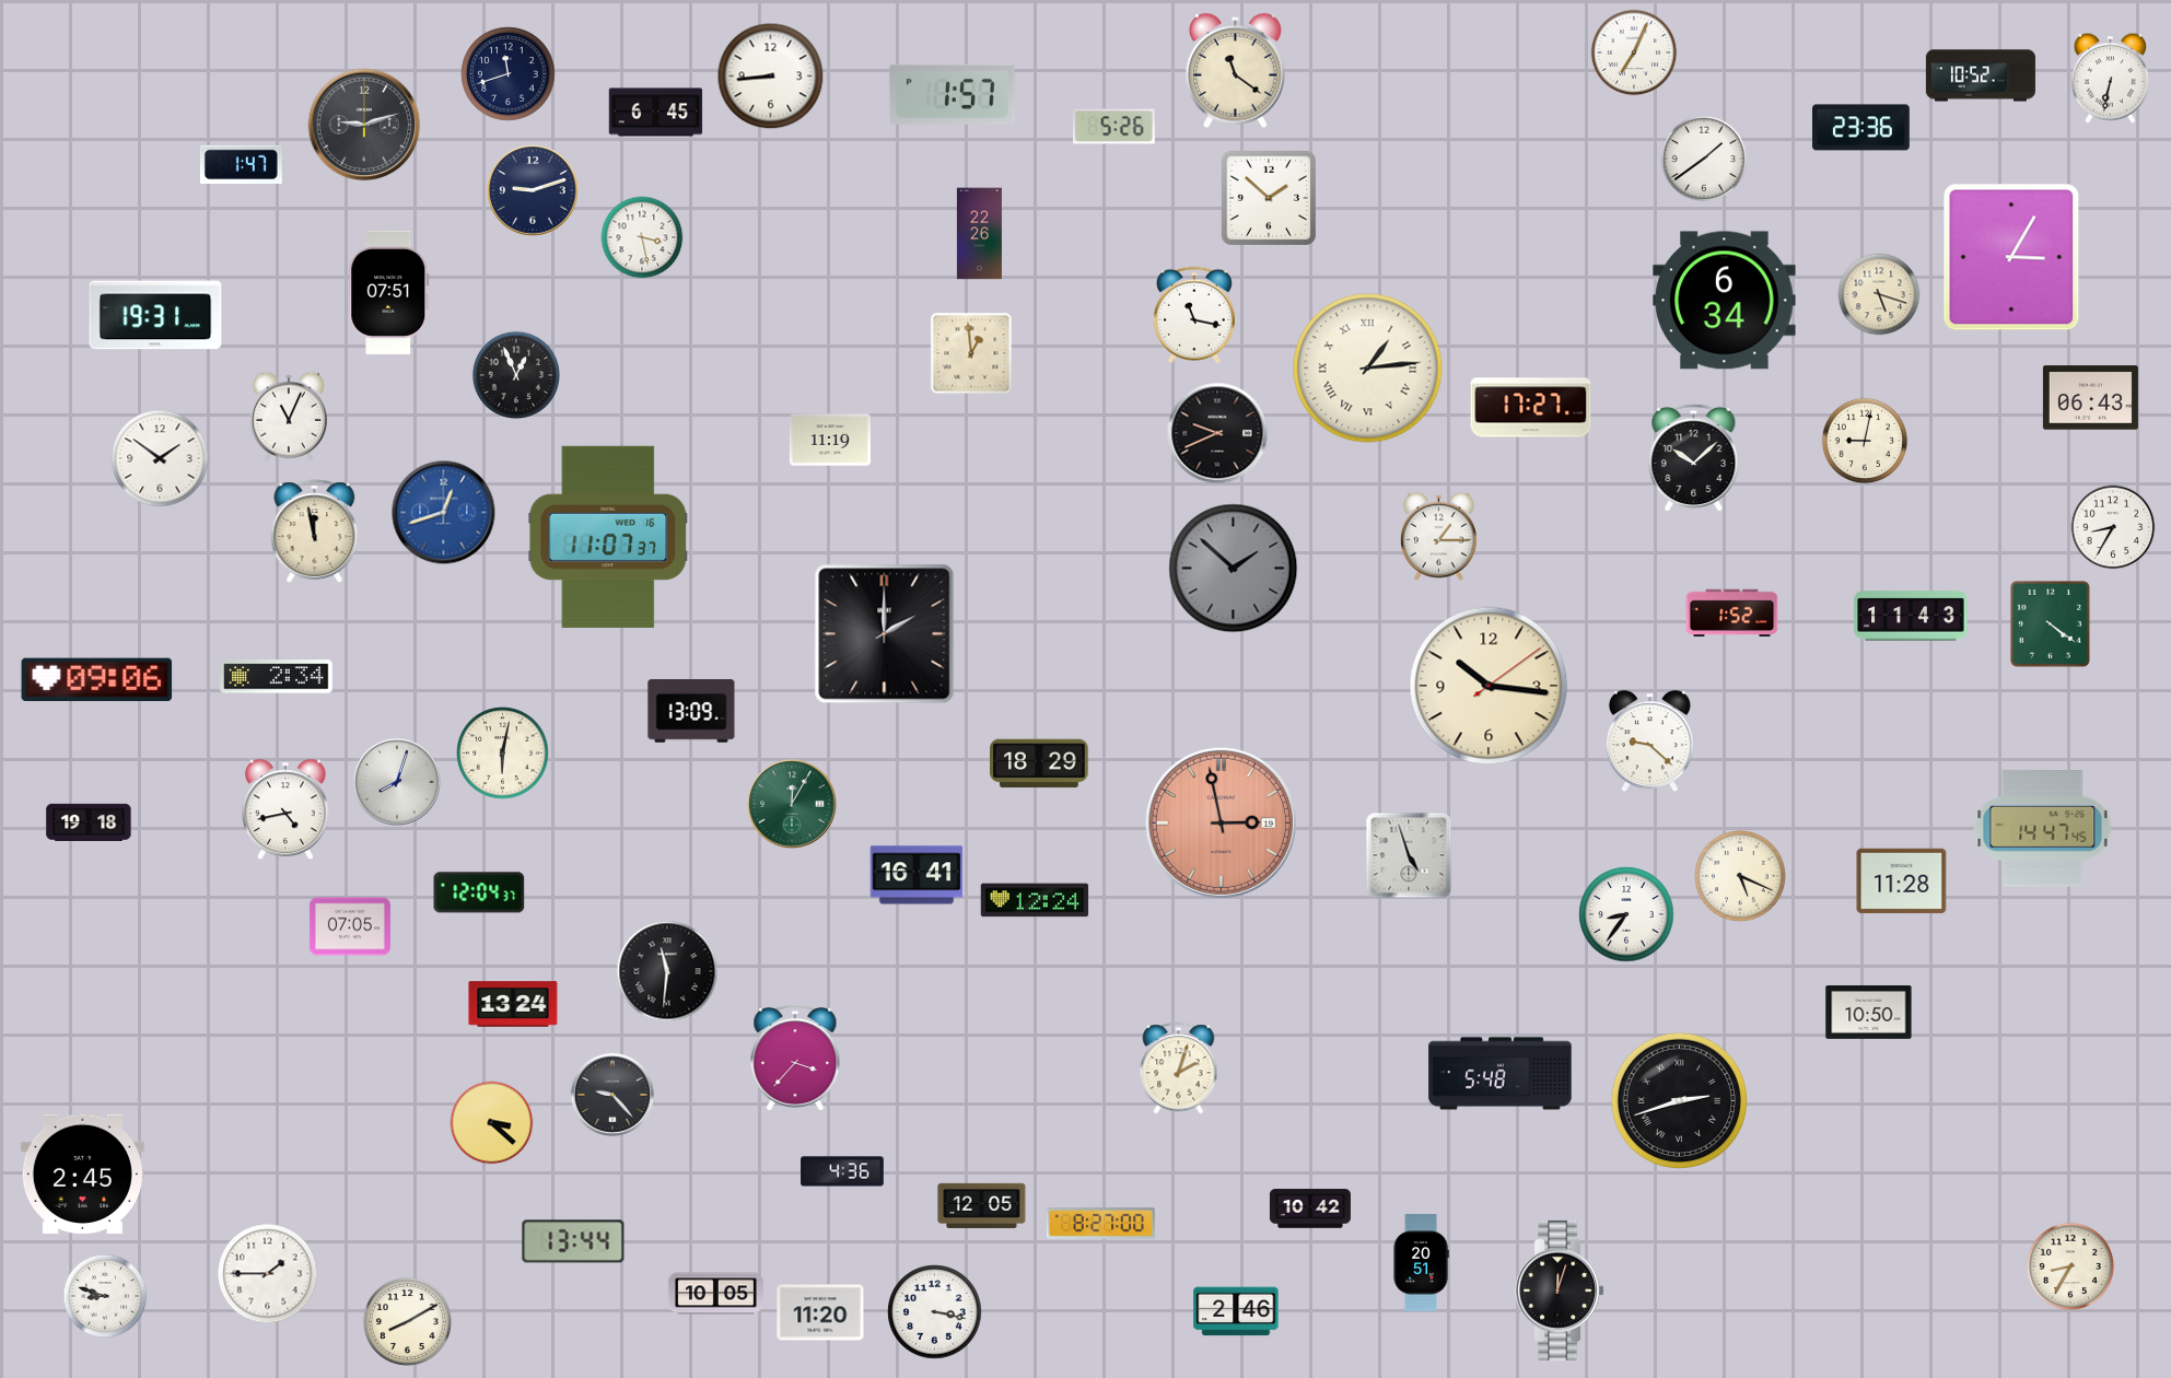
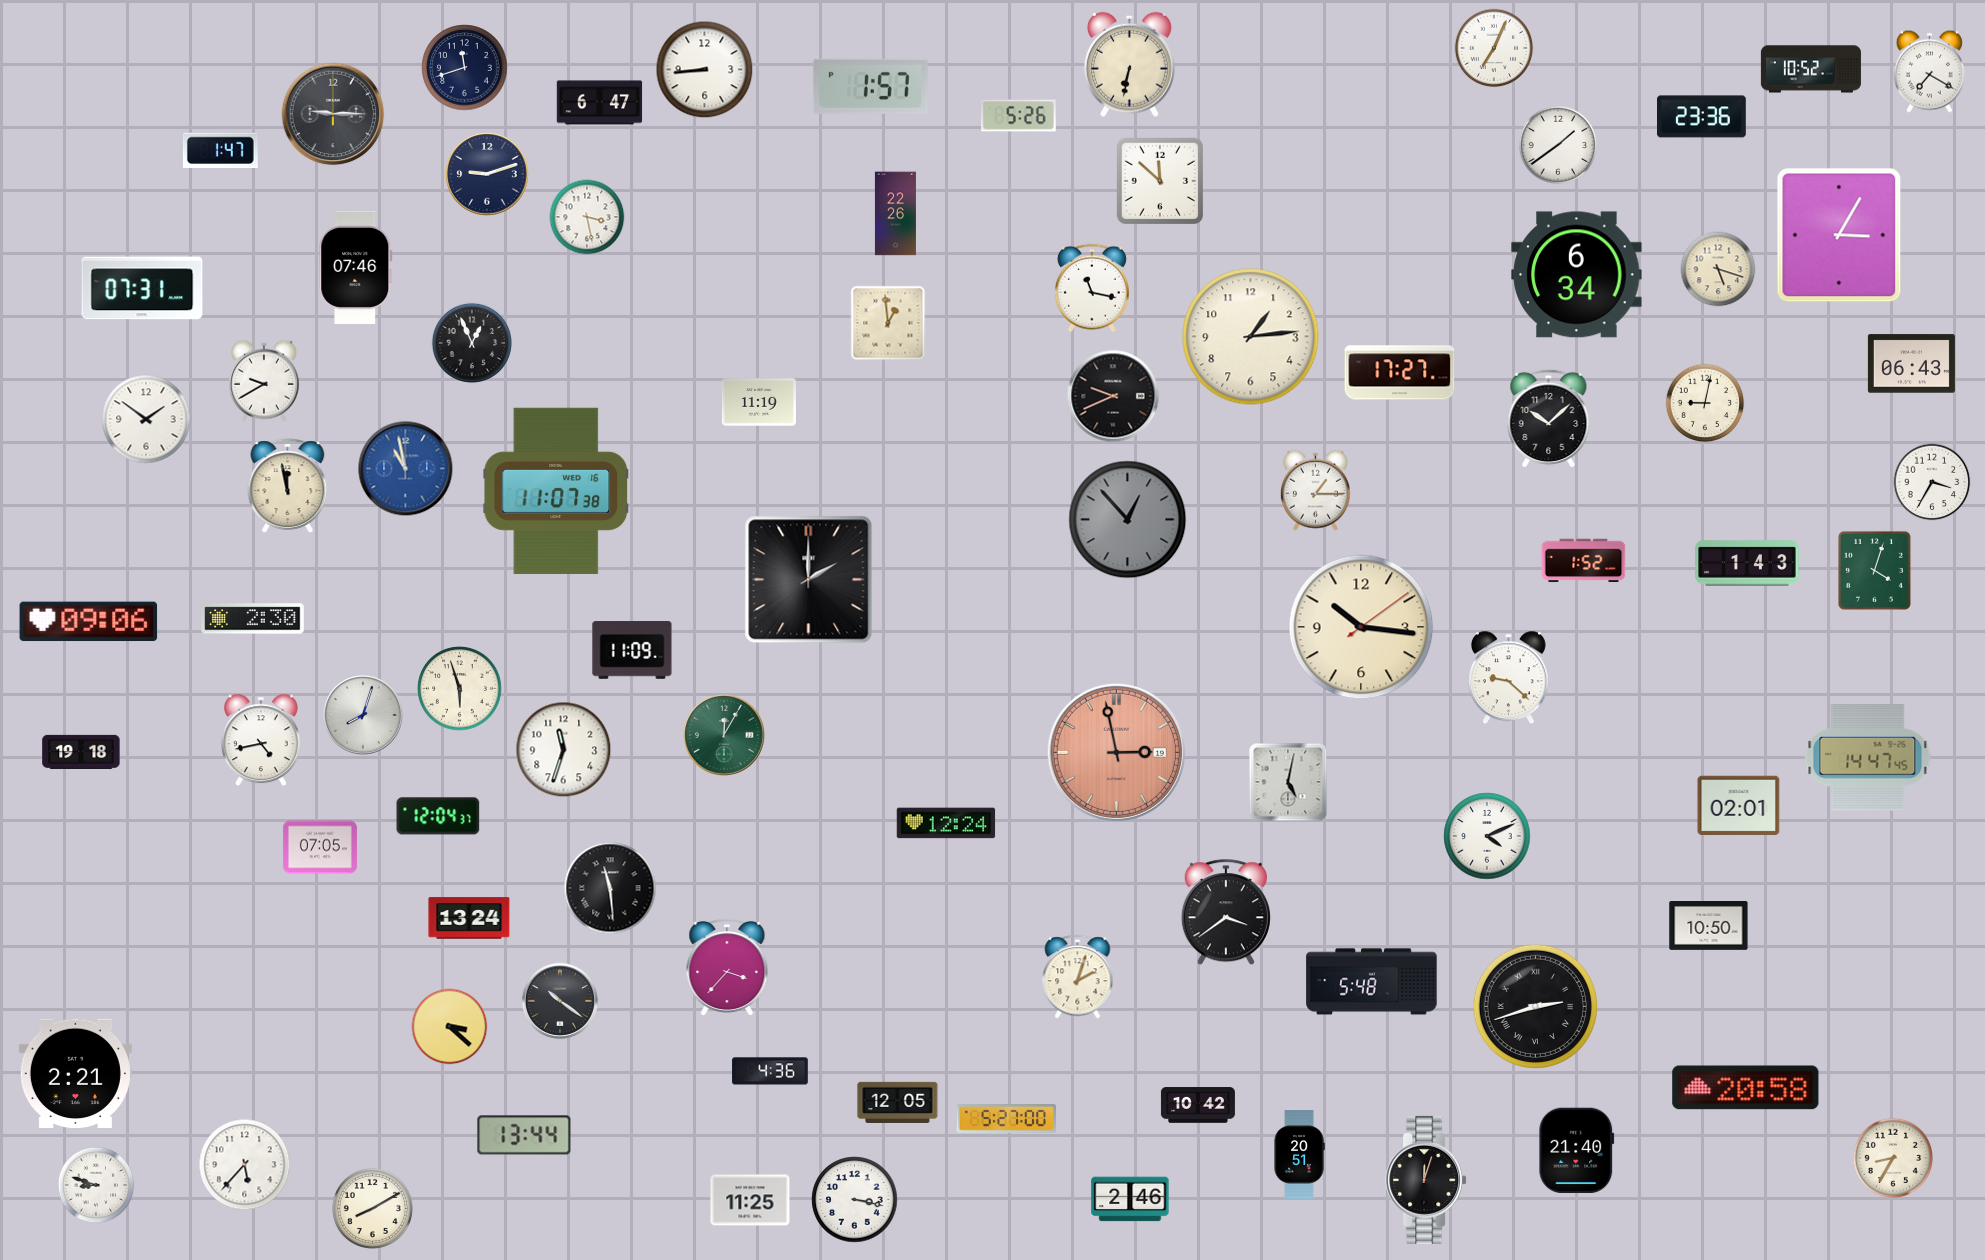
clock at (1235, 70): 11:21 -> 6:32
clock at (2110, 78): 6:32 -> 7:20
clock at (656, 113): 6:45 -> 6:47
clock at (364, 125): 9:12 -> 9:15
clock at (1268, 197): 1:52 -> 11:52
clock at (389, 292): 07:51 -> 07:46
clock at (155, 315): 19:31 -> 07:31
clock at (1368, 369) numerals: Roman -> Arabic
clock at (289, 417): 11:04 -> 9:40
clock at (444, 513): 12:42 -> 10:58
clock at (2113, 527): 8:35 -> 3:35
clock at (608, 537): 11:07:37 -> 11:07:38
clock at (1234, 569): 1:52 -> 12:53
clock at (1911, 616): 11:43 -> 1:43
clock at (2050, 623): 4:21 -> 4:03
clock at (277, 677): 2:34 -> 2:30
clock at (691, 711): 13:09 -> 11:09
clock at (503, 754): 6:02 -> 5:57
clock at (1039, 763): 18:29 -> none
clock at (564, 750): none -> 11:33
clock at (1409, 855): 4:57 -> 5:02
clock at (917, 875): 16:41 -> none
clock at (1741, 877): 5:19 -> none
clock at (1902, 881): 11:28 -> 02:01
clock at (1626, 914): 8:36 -> 4:11
clock at (667, 971): 11:31 -> 11:29
clock at (1226, 913): none -> 3:39
clock at (612, 1095): 9:23 -> 10:21
clock at (82, 1175): 2:45 -> 2:21
clock at (1746, 1088): none -> 20:58
clock at (1101, 1224): 8:27 -> 5:27
clock at (1577, 1150): none -> 21:40
clock at (268, 1274): 1:45 -> 5:37
clock at (715, 1294): 10:05 -> none
clock at (820, 1312): 11:20 -> 11:25
